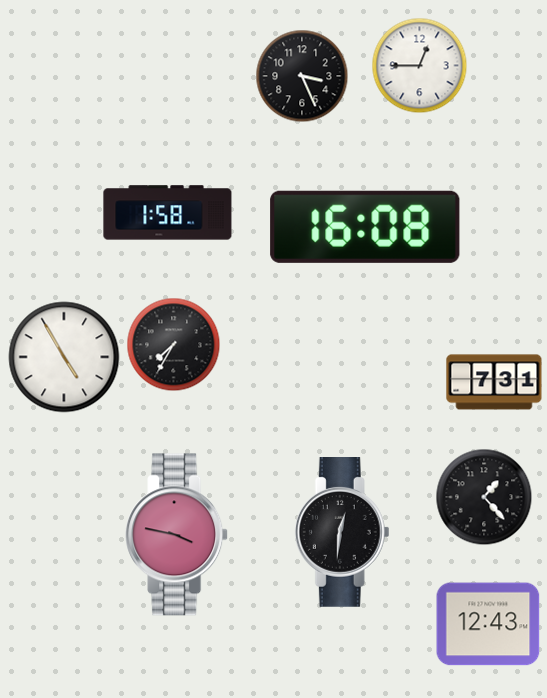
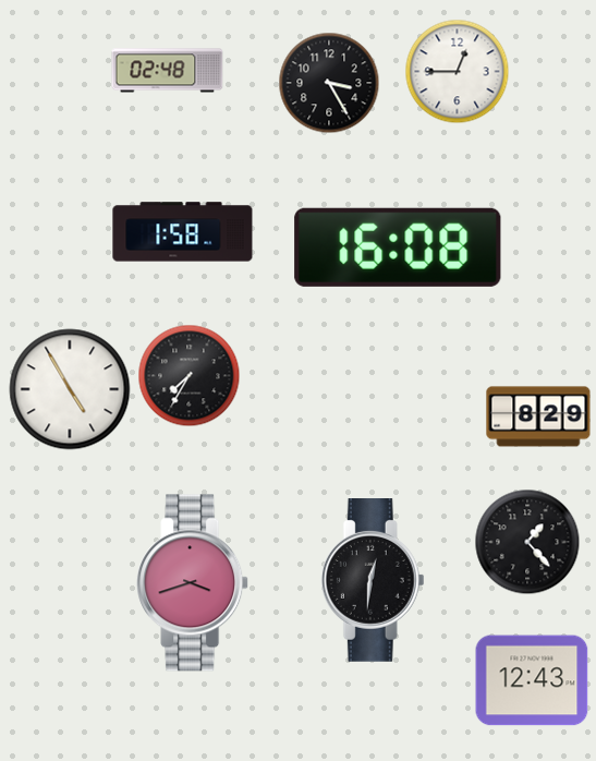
clock at (168, 71): none -> 02:48
clock at (302, 76): 3:26 -> 3:25
clock at (494, 382): 7:31 -> 8:29
clock at (177, 535): 3:47 -> 3:42
